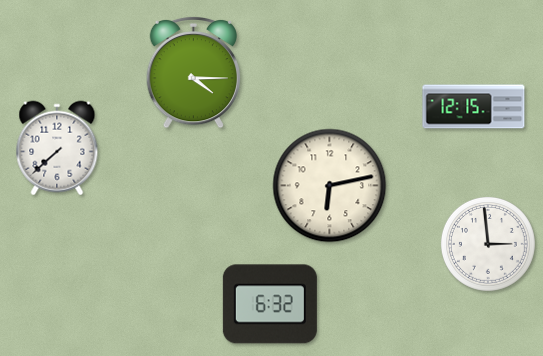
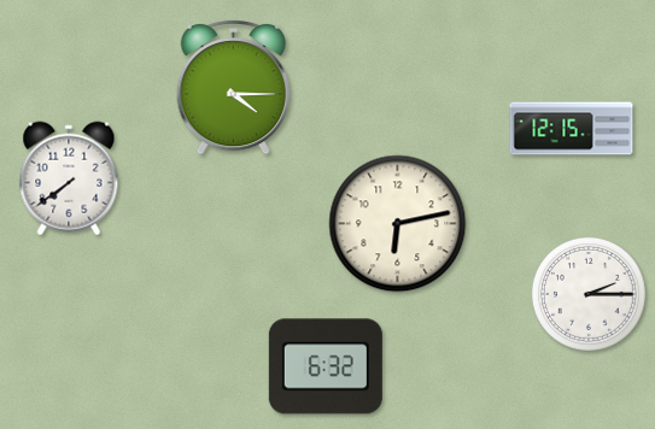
clock at (57, 148): 7:38 -> 7:39
clock at (488, 244): 2:59 -> 2:15
